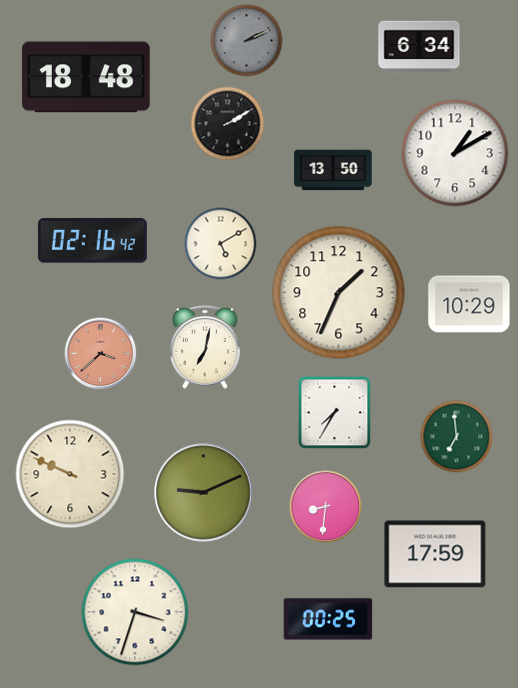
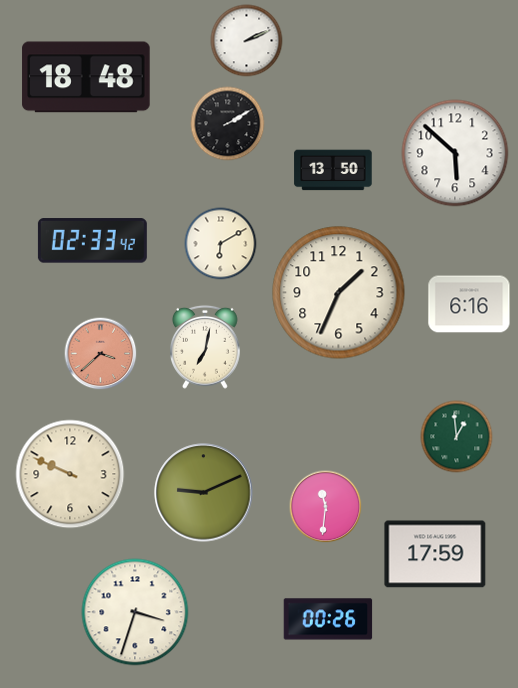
clock at (247, 41) dial: grey -> white
clock at (419, 47): 6:34 -> none
clock at (455, 153): 1:10 -> 5:52
clock at (92, 241): 02:16 -> 02:33
clock at (221, 244): 5:10 -> 6:10
clock at (469, 304): 10:29 -> 6:16
clock at (335, 413): 7:35 -> none
clock at (457, 437): 6:59 -> 12:59
clock at (326, 507): 8:31 -> 11:31
clock at (328, 619): 00:25 -> 00:26
